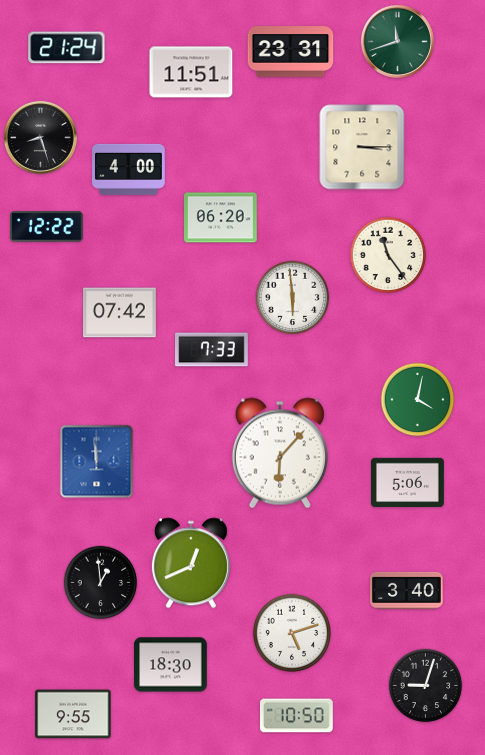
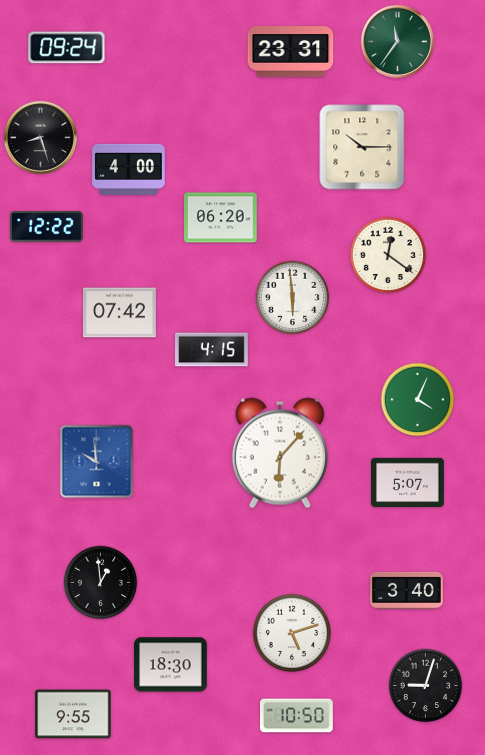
clock at (397, 41): 11:42 -> 11:36
clock at (67, 48): 21:24 -> 09:24
clock at (191, 72): 11:51 -> none
clock at (362, 147): 3:15 -> 10:15
clock at (388, 255): 11:24 -> 12:21
clock at (212, 350): 7:33 -> 4:15
clock at (418, 400): 4:02 -> 4:04
clock at (97, 462): 11:59 -> 9:59
clock at (408, 483): 5:06 -> 5:07
clock at (191, 563): 12:41 -> none
